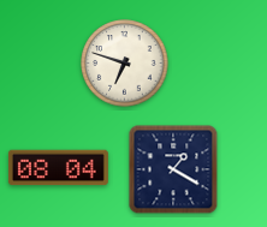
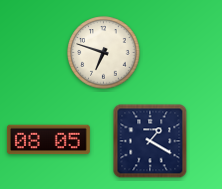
clock at (58, 168): 08:04 -> 08:05
clock at (173, 169) position: (173, 169) -> (150, 141)
